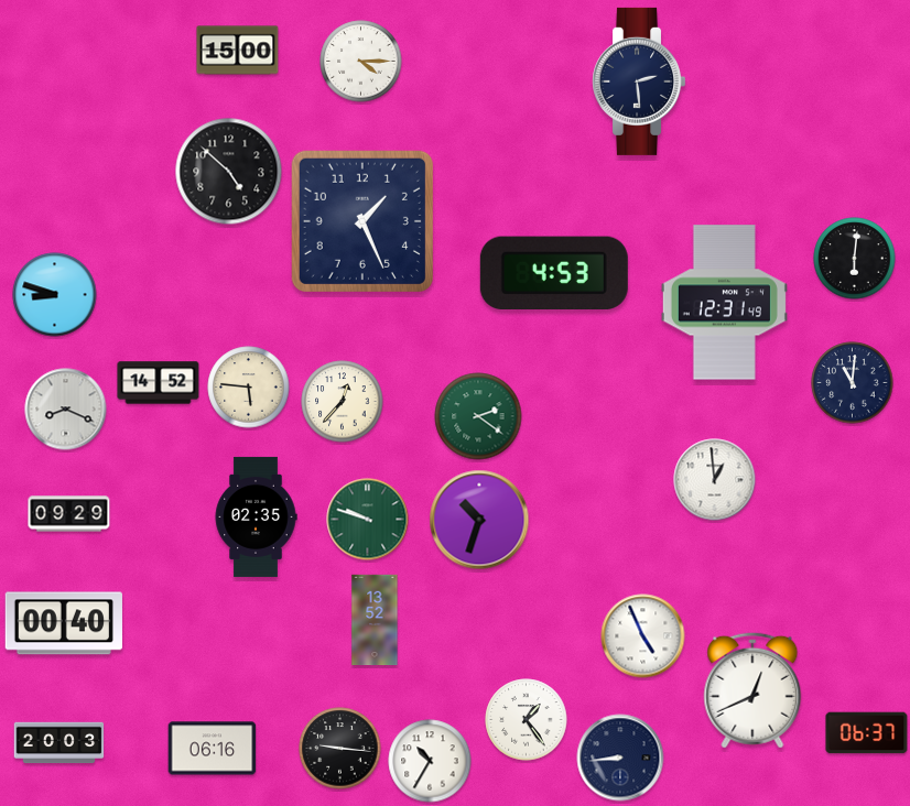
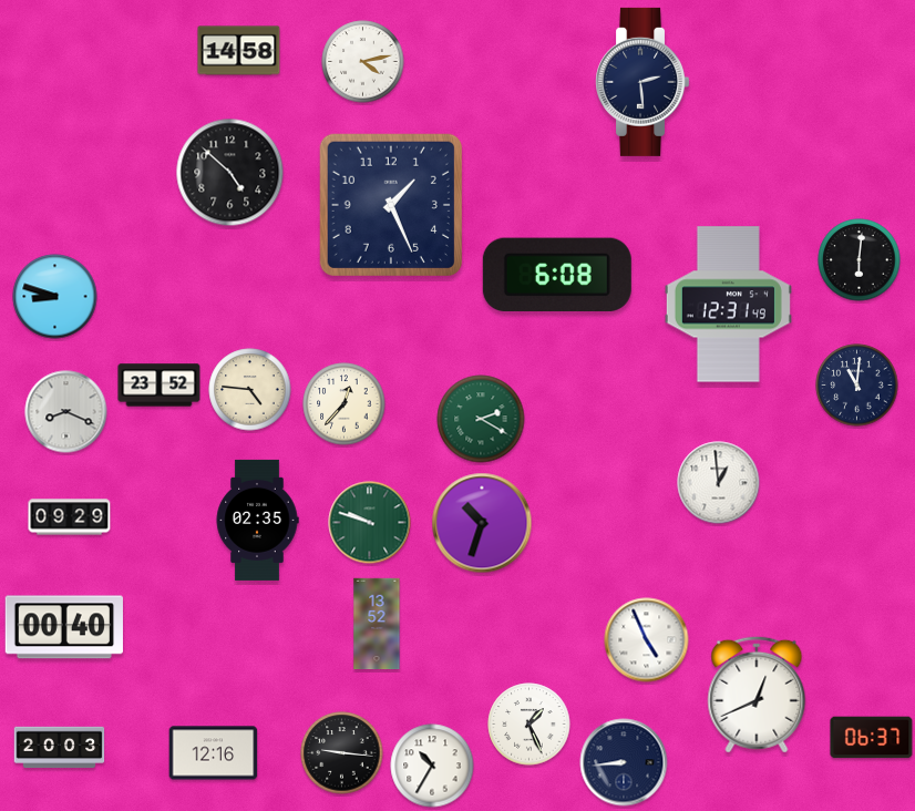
clock at (238, 51): 15:00 -> 14:58
clock at (361, 62): 4:15 -> 4:13
clock at (362, 221) position: (362, 221) -> (391, 205)
clock at (554, 272): 4:53 -> 6:08
clock at (159, 383): 14:52 -> 23:52
clock at (249, 388): 5:46 -> 4:46
clock at (478, 416): 2:21 -> 2:20
clock at (527, 720): 1:24 -> 1:26
clock at (213, 749): 06:16 -> 12:16
